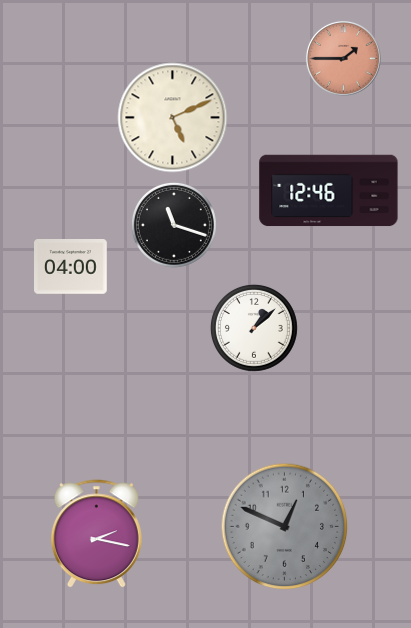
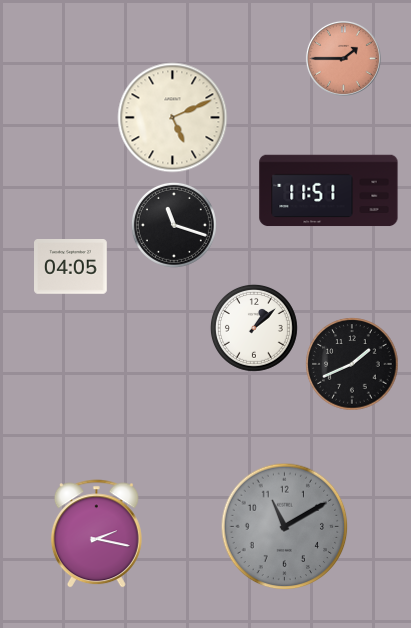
clock at (329, 191): 12:46 -> 11:51
clock at (71, 267): 04:00 -> 04:05
clock at (352, 364): none -> 1:41
clock at (285, 527): 12:49 -> 11:10
